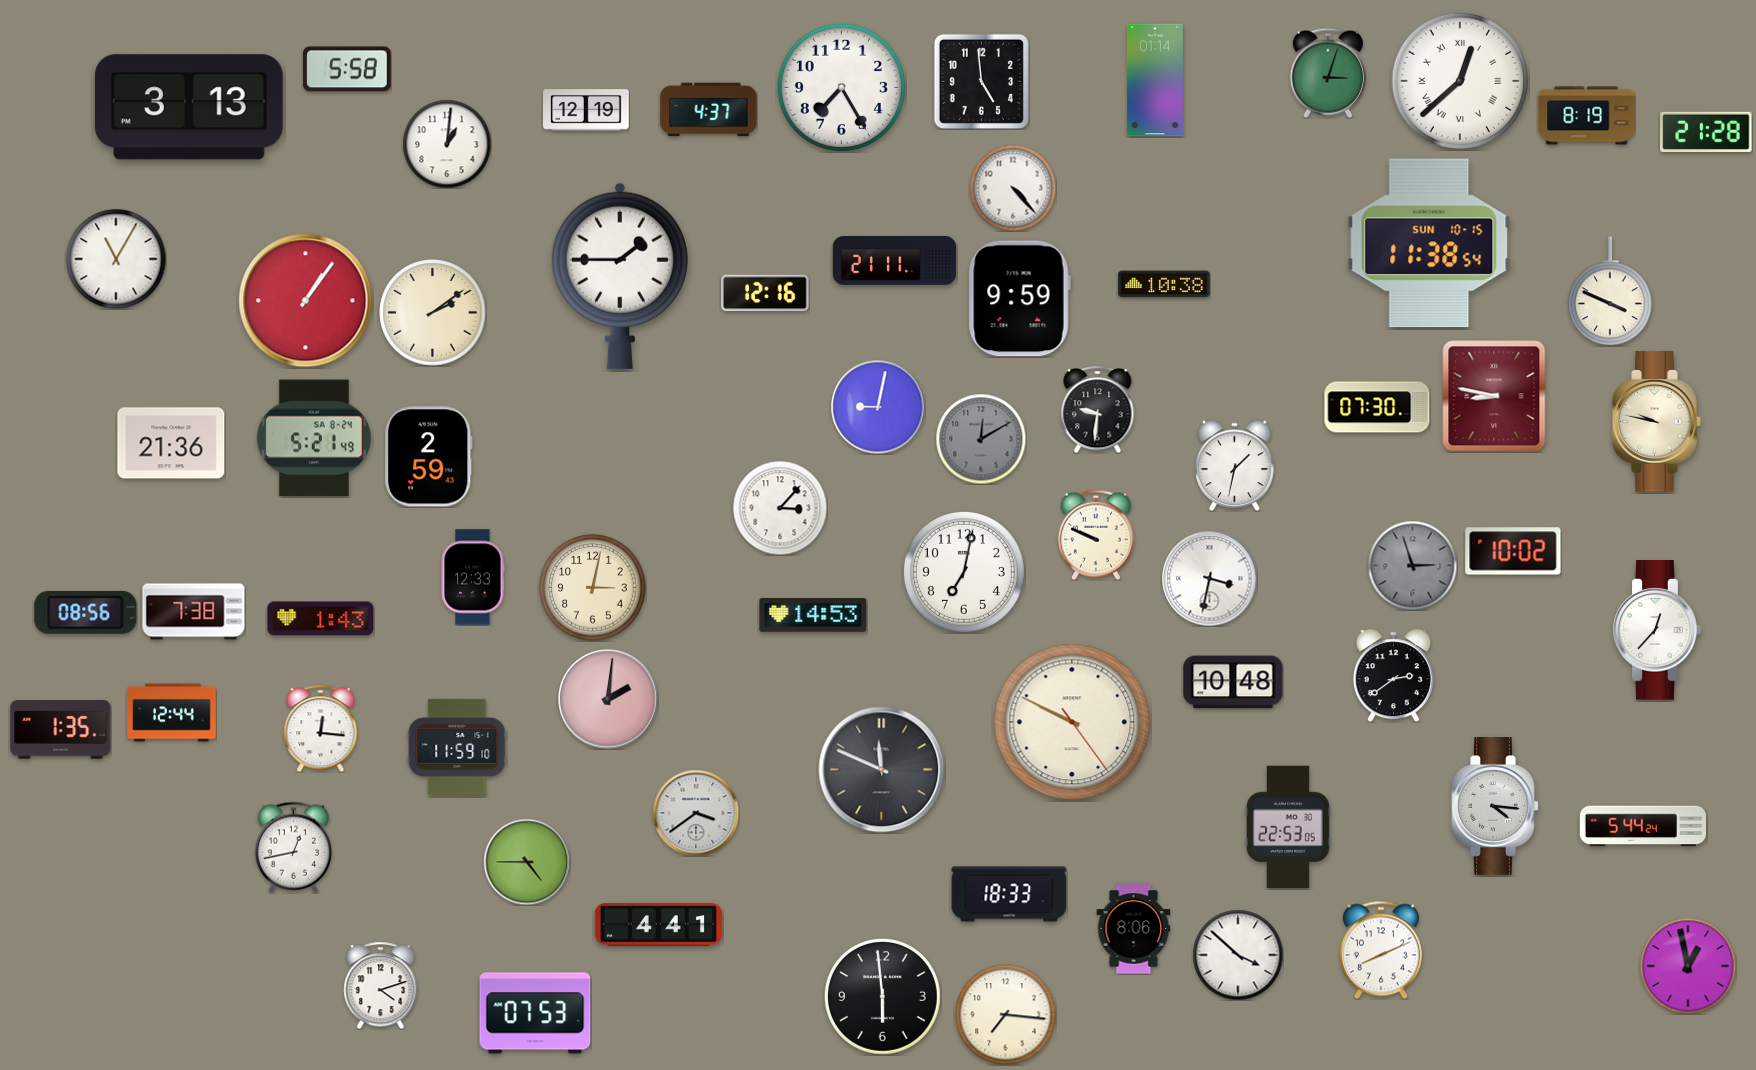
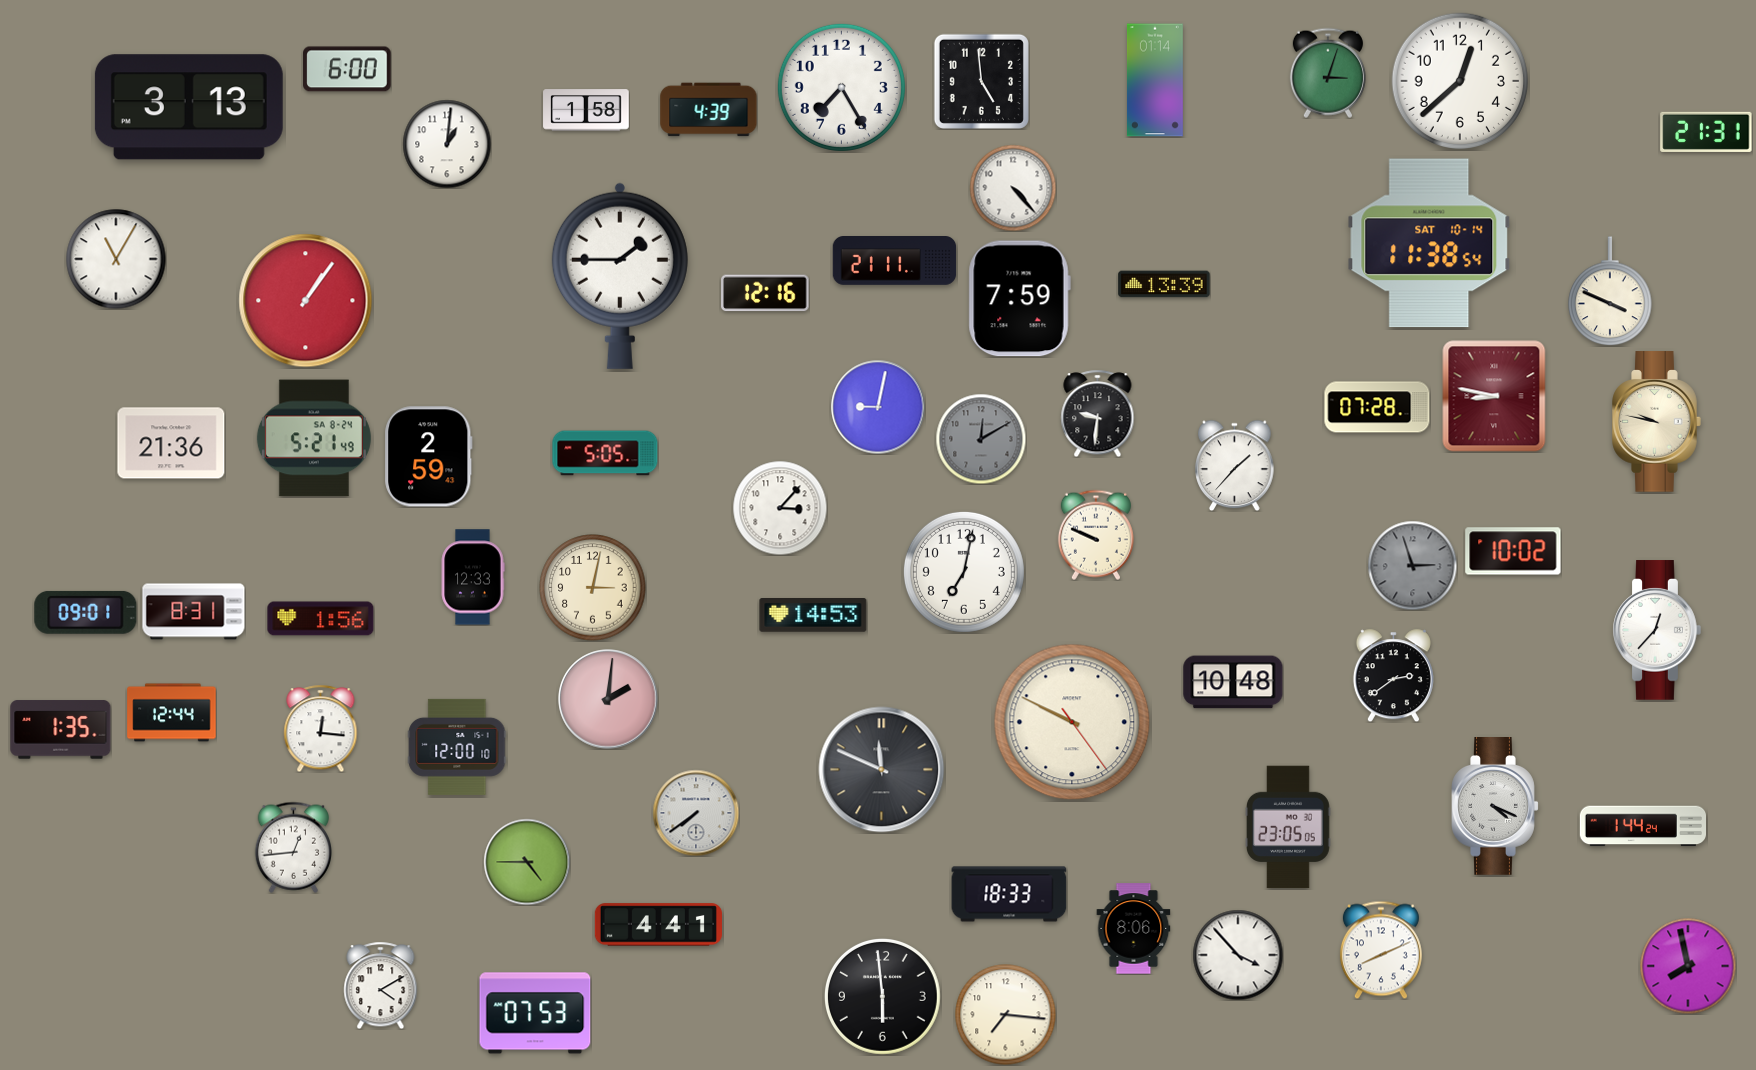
clock at (347, 69): 5:58 -> 6:00
clock at (1459, 80) numerals: Roman -> Arabic
clock at (586, 110): 12:19 -> 1:58
clock at (709, 110): 4:37 -> 4:39
clock at (1587, 116): 8:19 -> none
clock at (1706, 132): 21:28 -> 21:31
clock at (1429, 243) date: SUN 10-15 -> SAT 10-14
clock at (1164, 284): 10:38 -> 13:39
clock at (1019, 299): 9:59 -> 7:59
clock at (433, 313): 2:09 -> none
clock at (1377, 407): 07:30 -> 07:28
clock at (1098, 409) position: (1098, 409) -> (1098, 413)
clock at (605, 453): none -> 5:05
clock at (1235, 465): 1:32 -> 1:37
clock at (1209, 578): 3:32 -> none
clock at (86, 612): 08:56 -> 09:01
clock at (194, 612): 7:38 -> 8:31
clock at (321, 619): 1:43 -> 1:56
clock at (457, 747): 11:59 -> 12:00
clock at (1495, 807): 4:16 -> 4:19
clock at (696, 813): 3:39 -> 7:39
clock at (1642, 826): 5:44 -> 1:44
clock at (1288, 827): 22:53 -> 23:05
clock at (293, 847): 12:43 -> 12:44
clock at (1238, 955): 3:52 -> 3:53
clock at (1688, 966): 12:58 -> 7:58
clock at (381, 985): 4:12 -> 4:10
